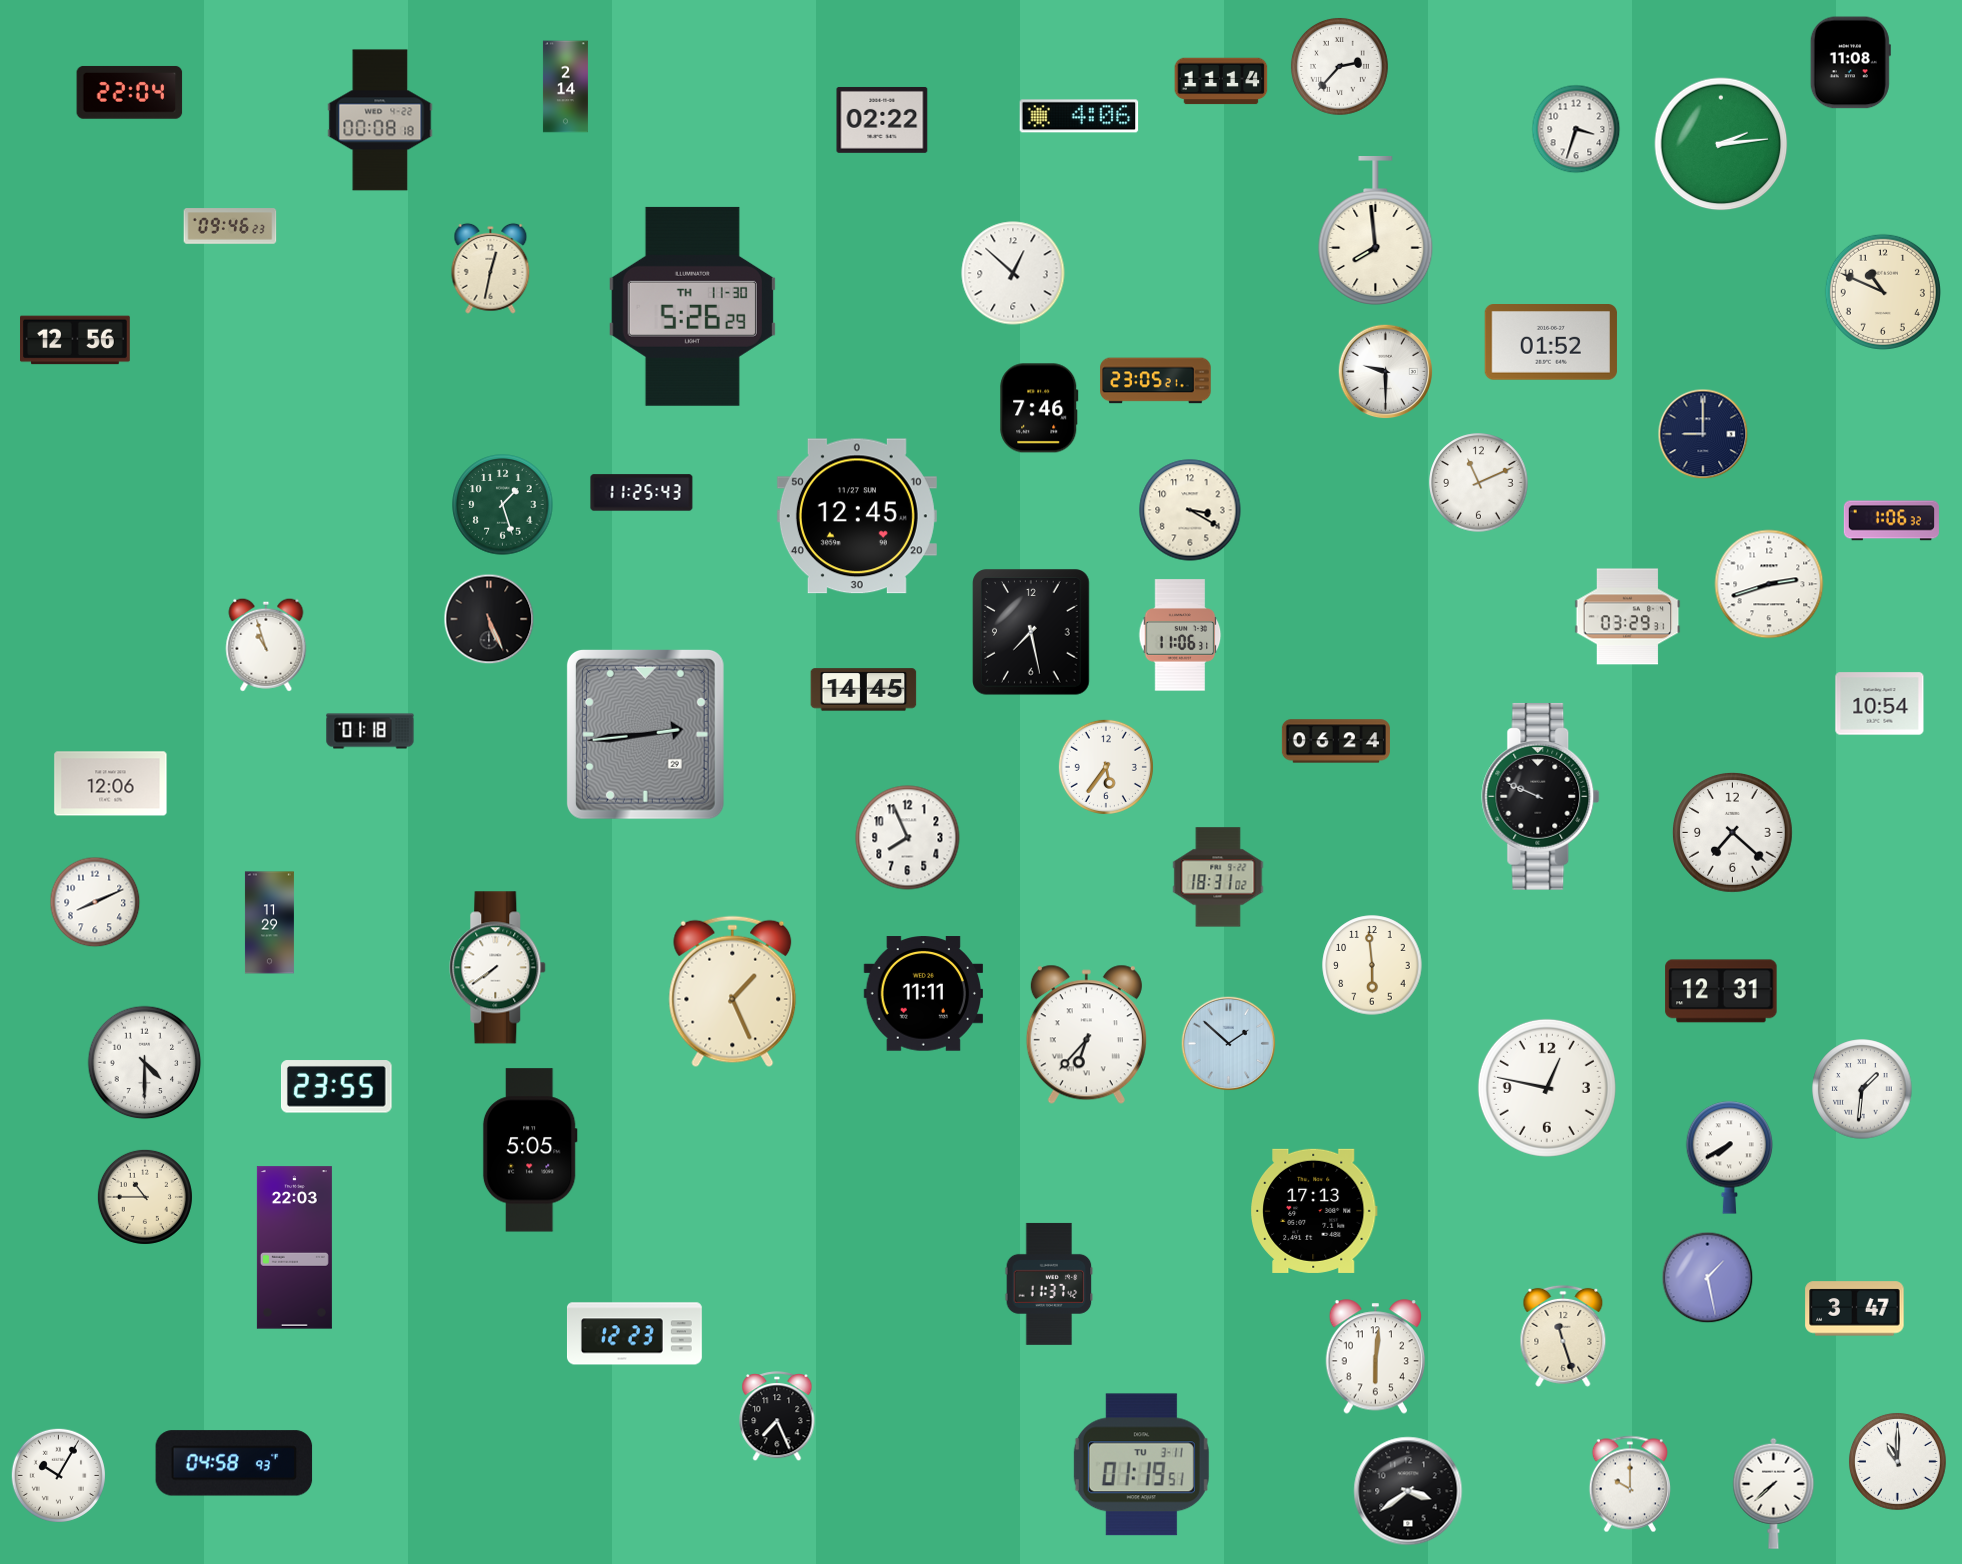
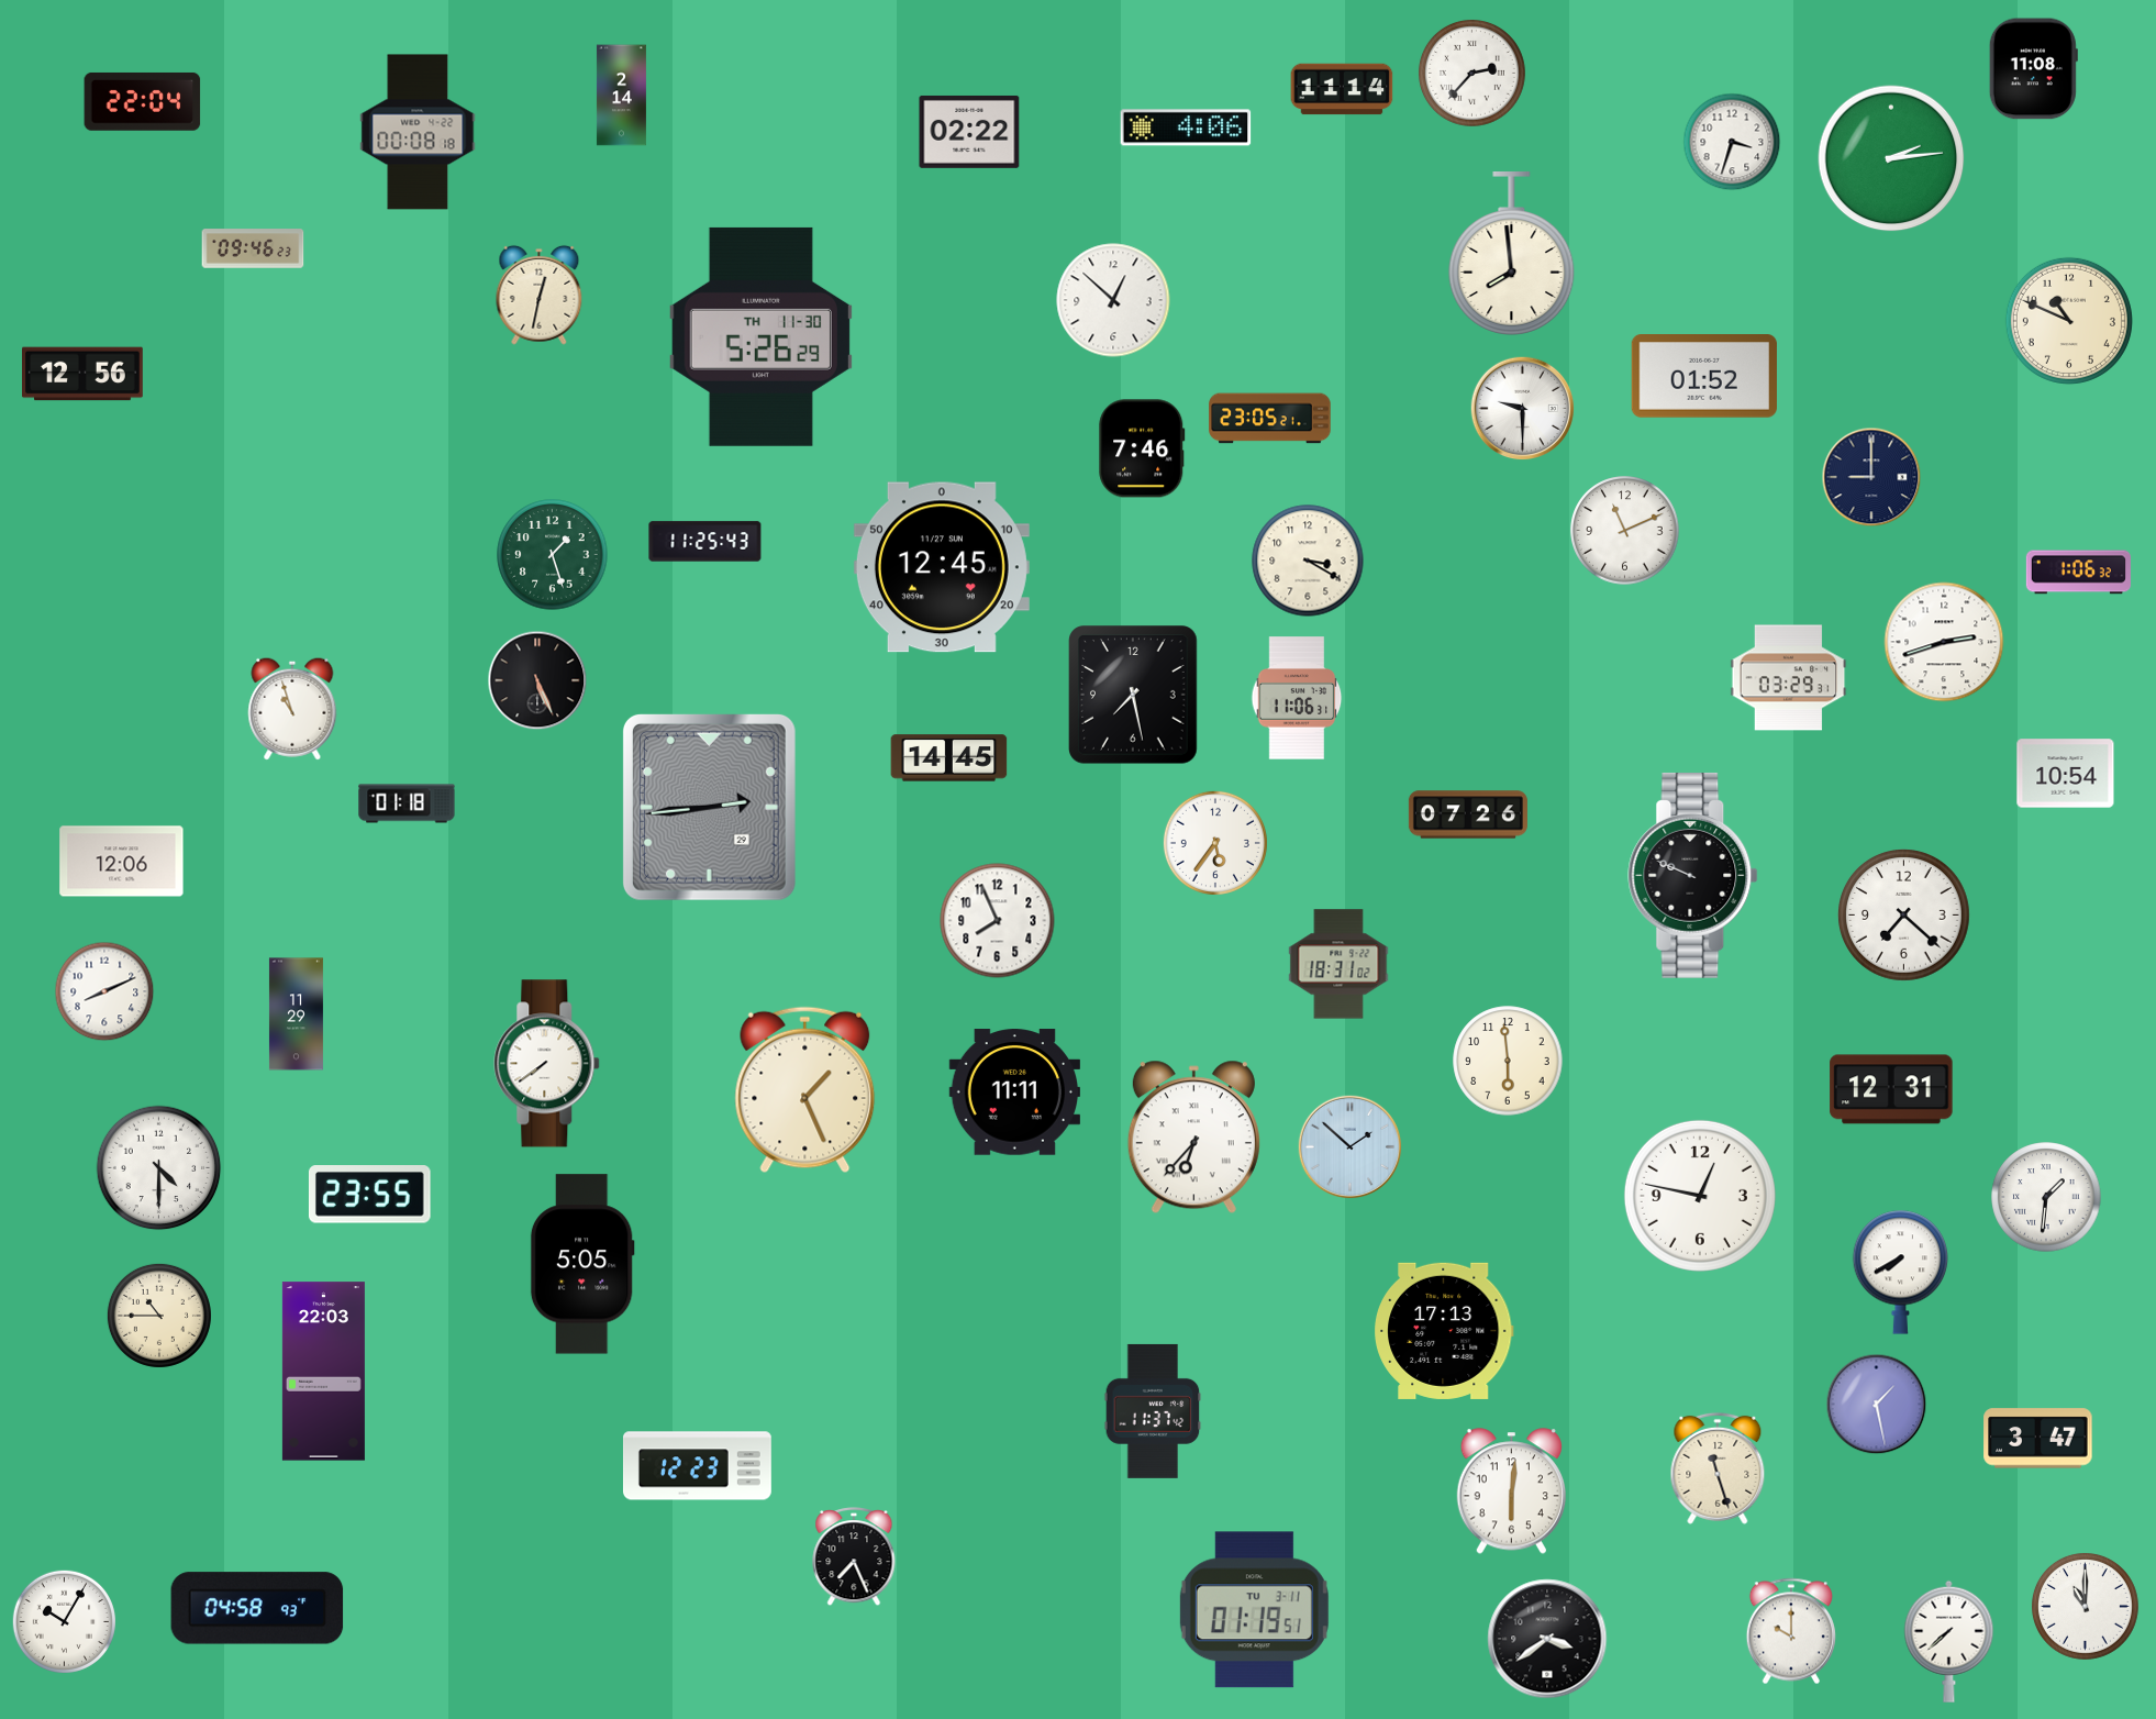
clock at (1336, 741): 06:24 -> 07:26
